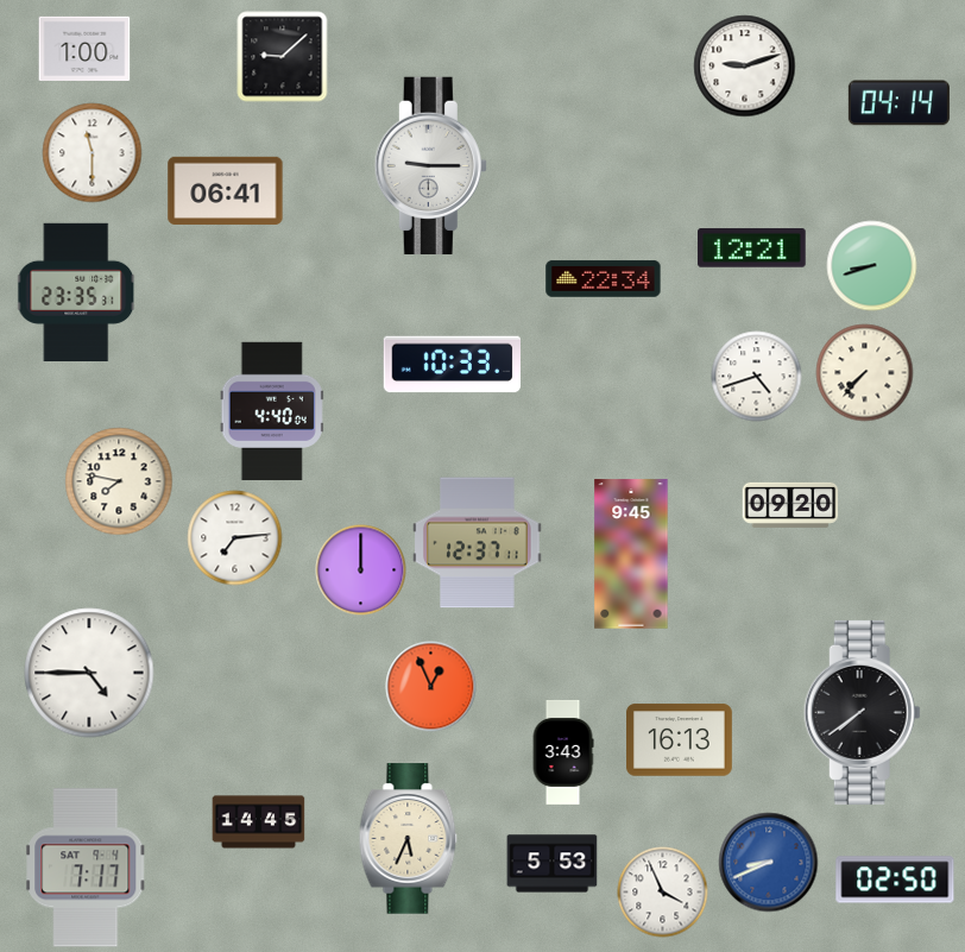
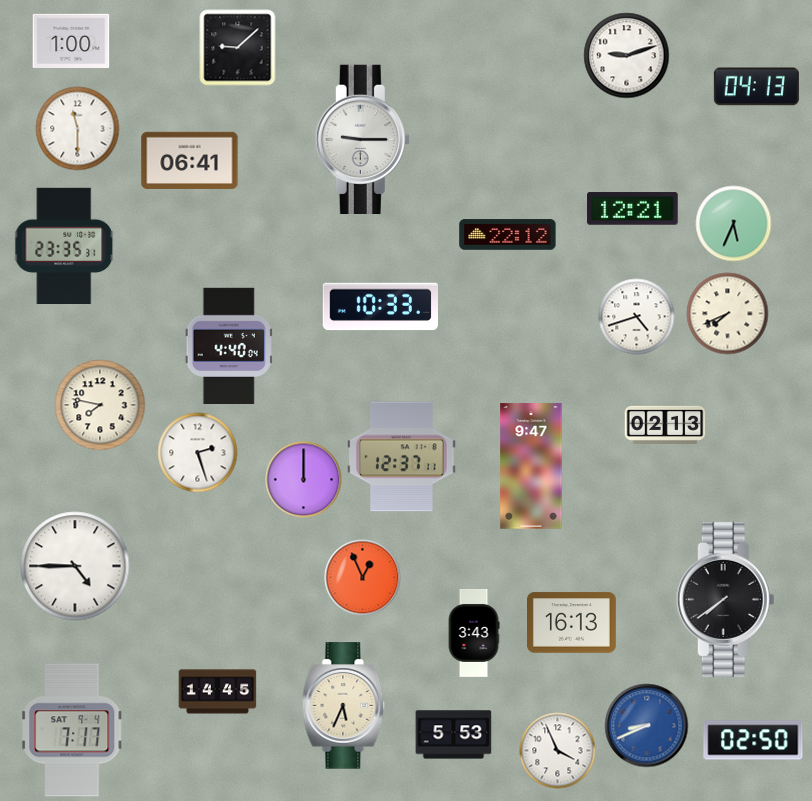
clock at (898, 103): 04:14 -> 04:13
clock at (872, 266): 8:42 -> 5:34
clock at (604, 279): 22:34 -> 22:12
clock at (865, 373): 7:37 -> 7:41
clock at (790, 505): 09:20 -> 02:13
clock at (235, 538): 7:14 -> 2:27
clock at (631, 554): 9:45 -> 9:47
clock at (553, 864) position: (553, 864) -> (454, 735)
